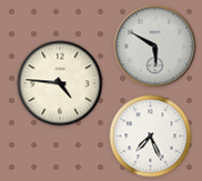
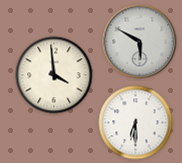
clock at (60, 83): 4:46 -> 3:59
clock at (151, 137): 7:26 -> 6:30
